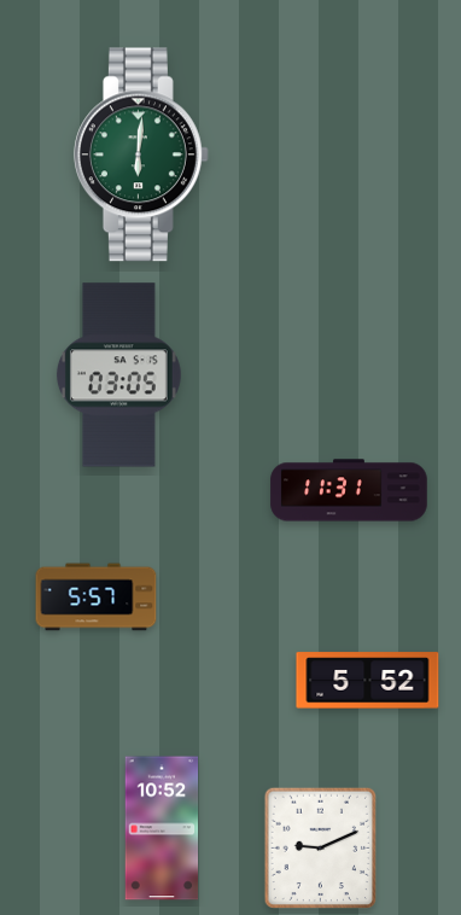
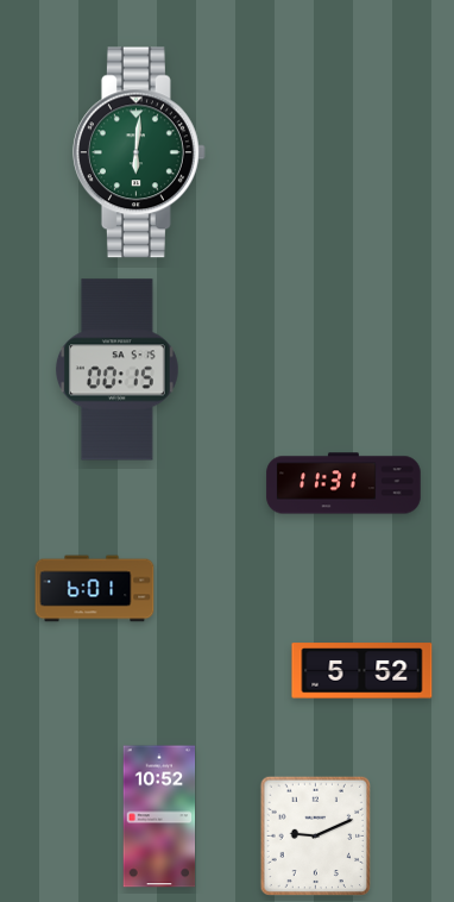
clock at (118, 375): 03:05 -> 00:15
clock at (97, 598): 5:57 -> 6:01
